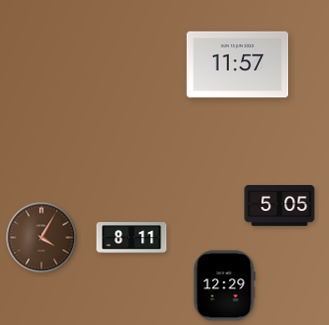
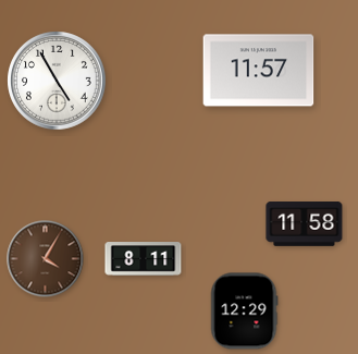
clock at (57, 81): none -> 4:55
clock at (280, 206): 5:05 -> 11:58
